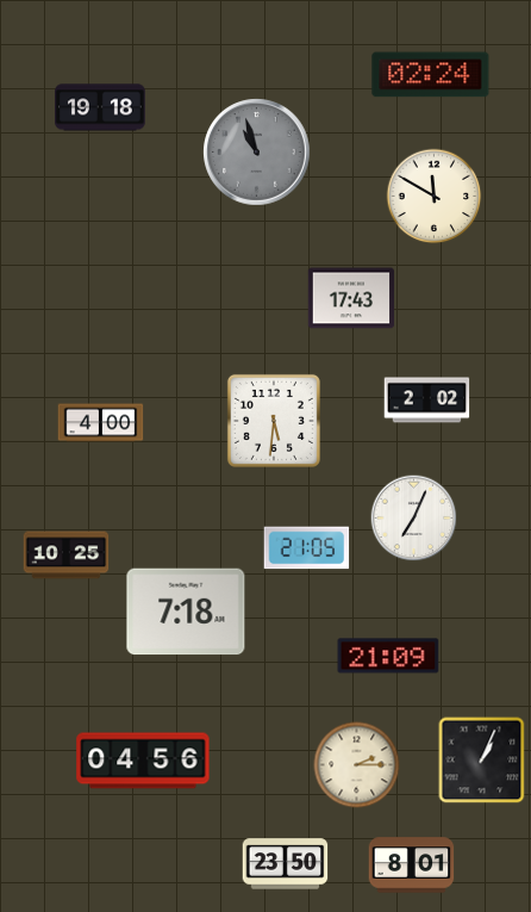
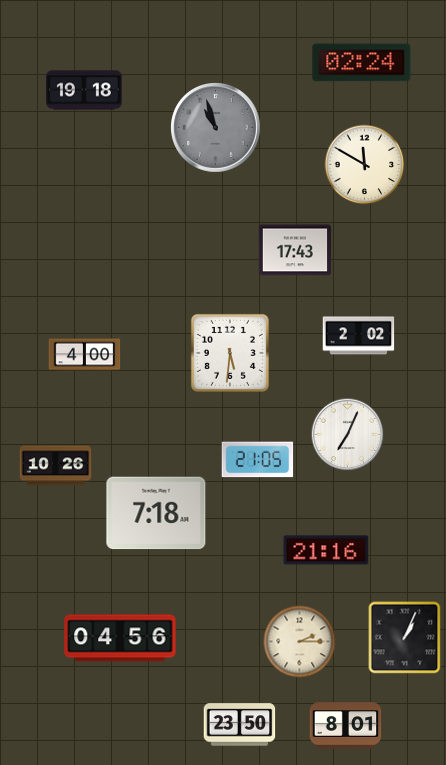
clock at (67, 556): 10:25 -> 10:26
clock at (388, 656): 21:09 -> 21:16
